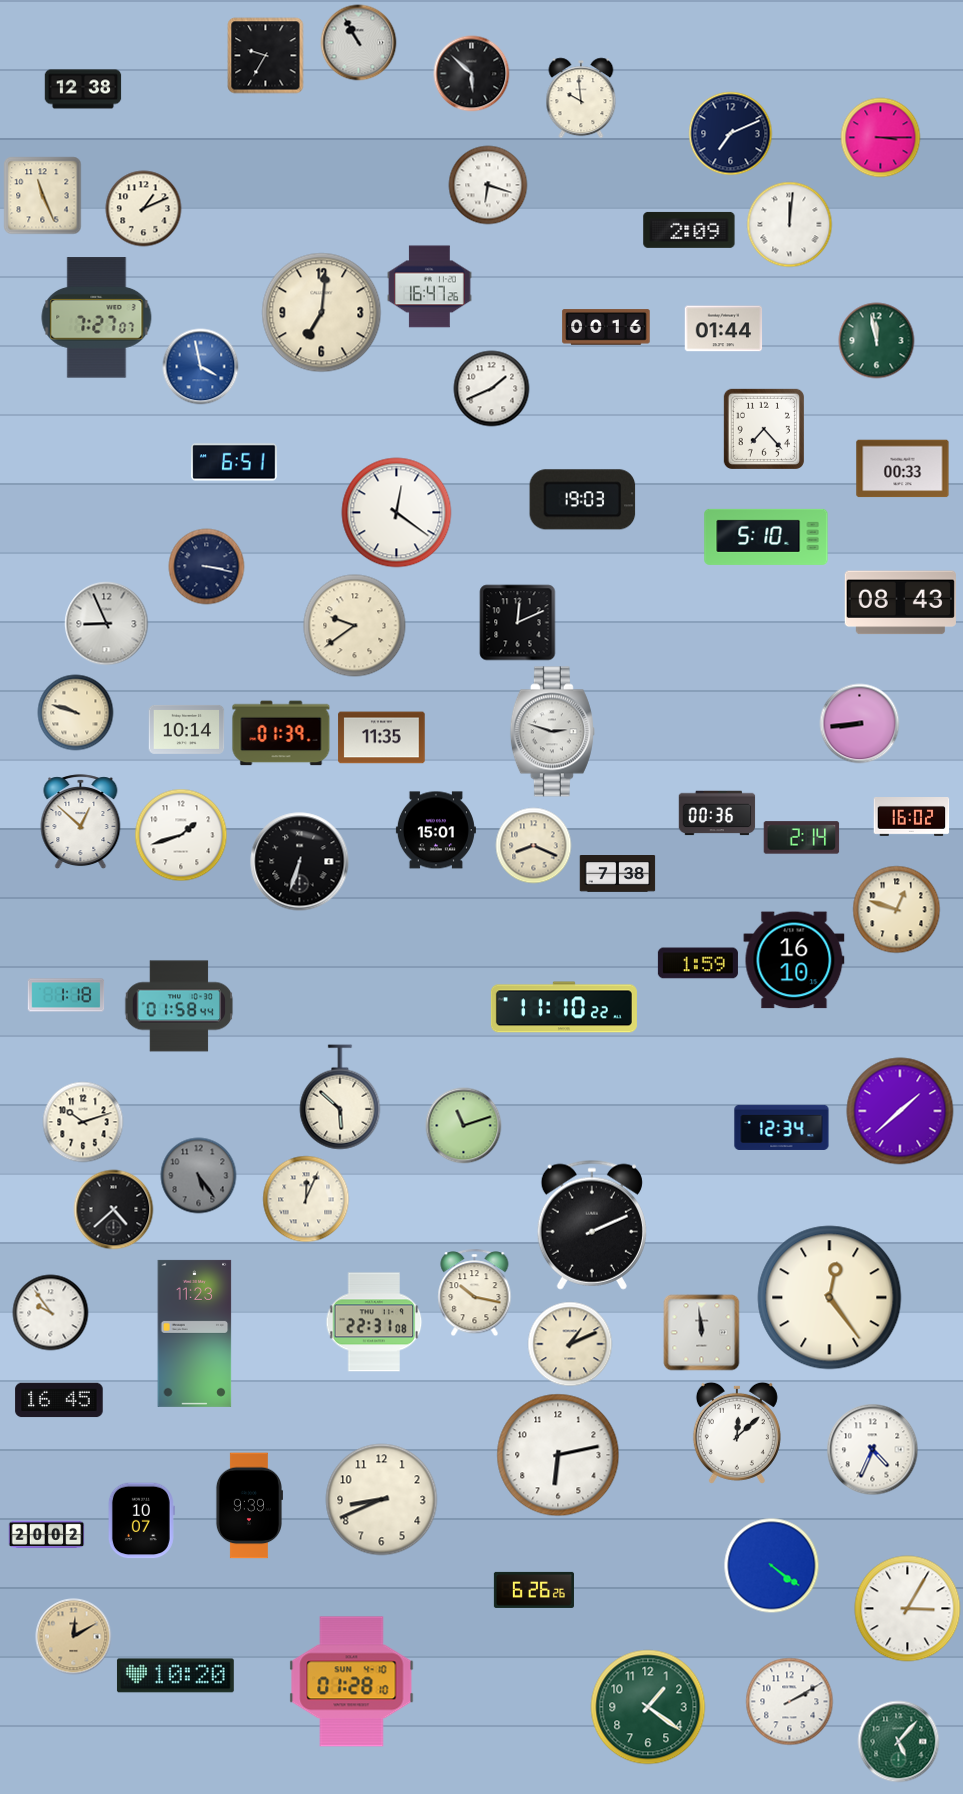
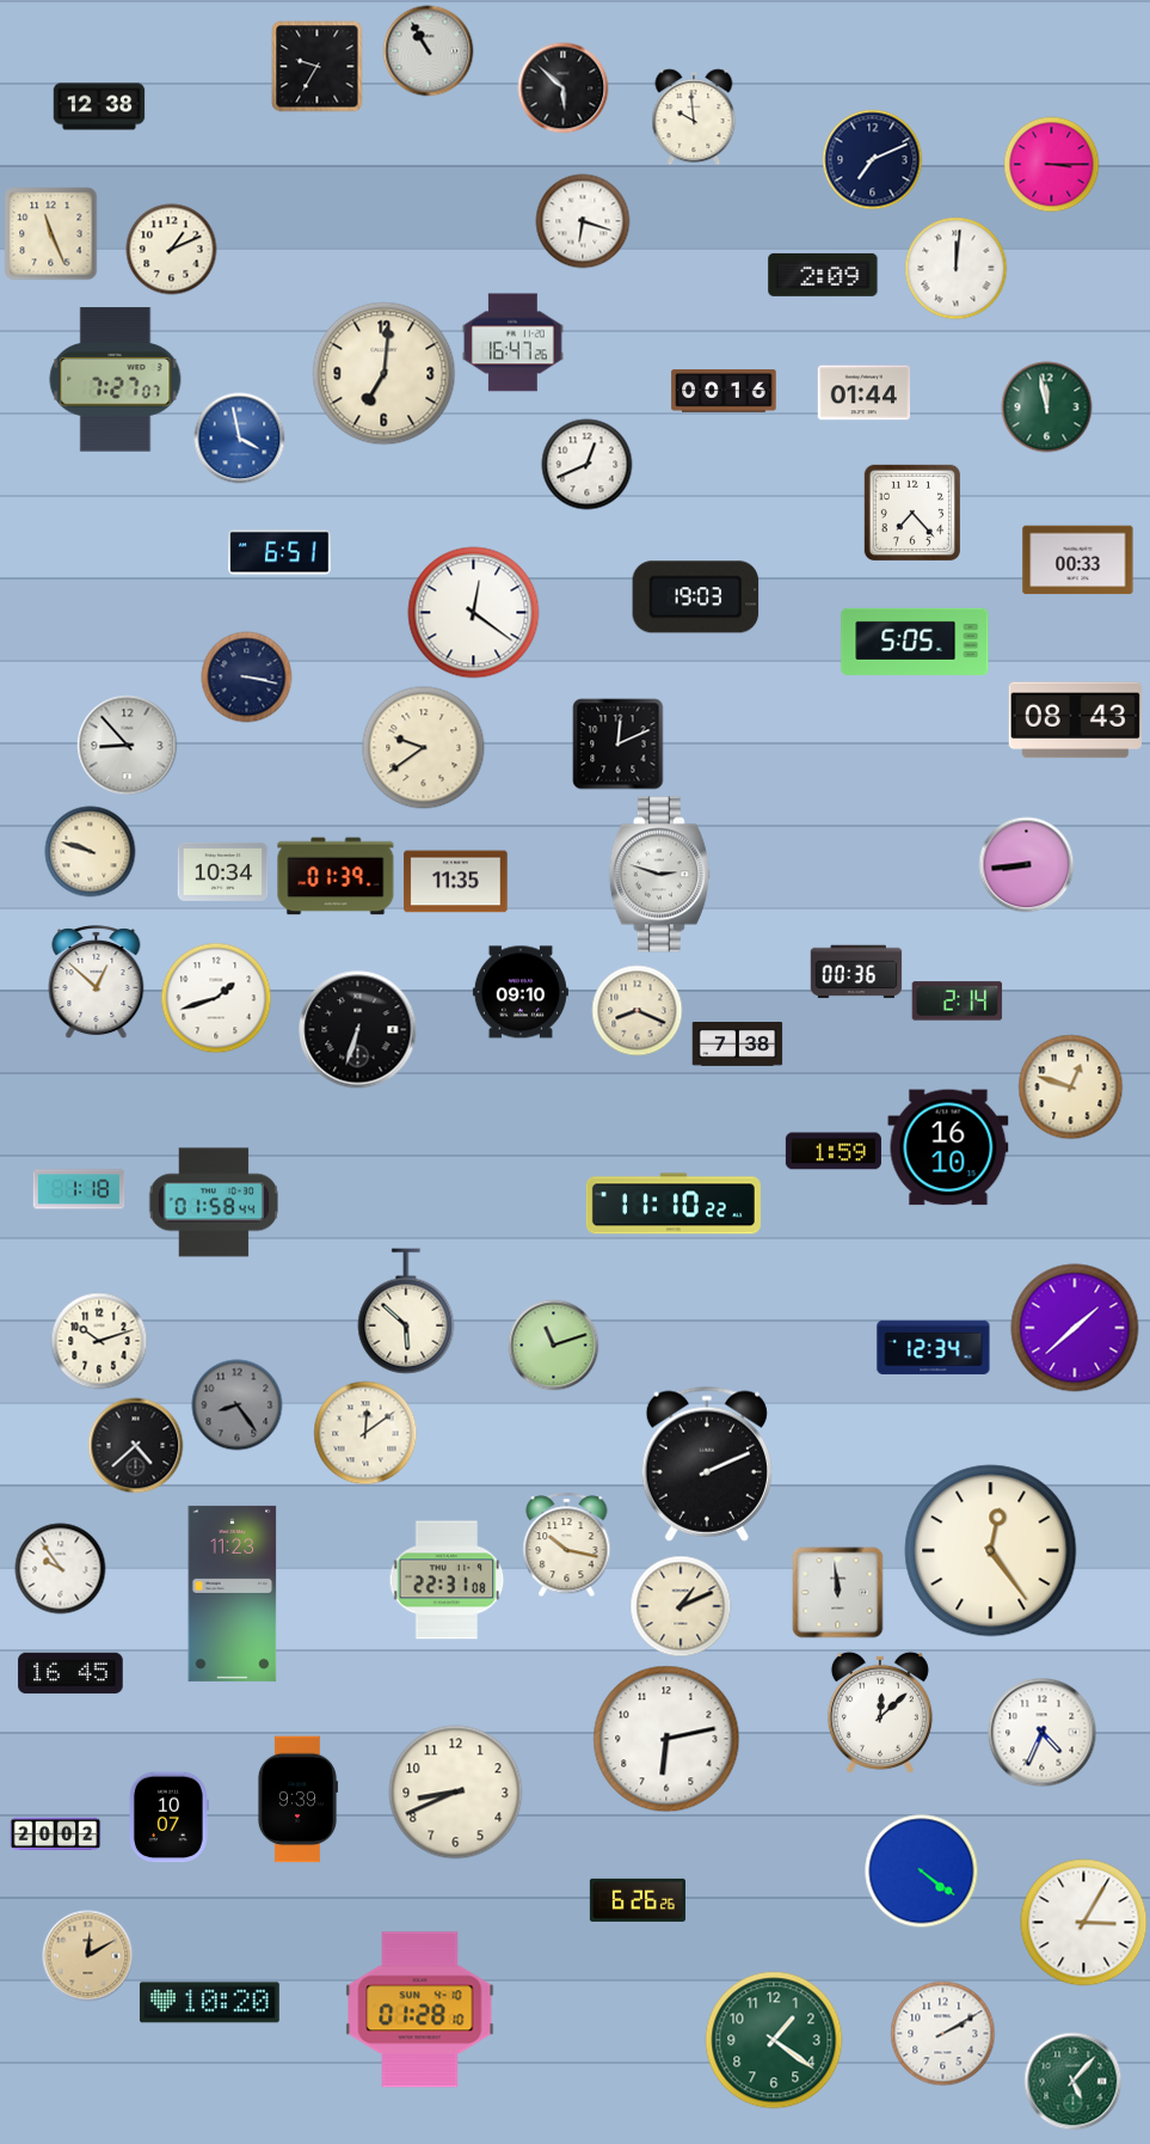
clock at (790, 225) position: (790, 225) -> (957, 269)
clock at (492, 389): 1:41 -> 12:41
clock at (766, 537): 5:10 -> 5:05
clock at (107, 624): 8:56 -> 8:53
clock at (187, 729): 10:14 -> 10:34
clock at (912, 817): 16:02 -> none
clock at (436, 830): 15:01 -> 09:10
clock at (199, 1176): 5:24 -> 8:24
clock at (306, 1199): 12:04 -> 12:09
